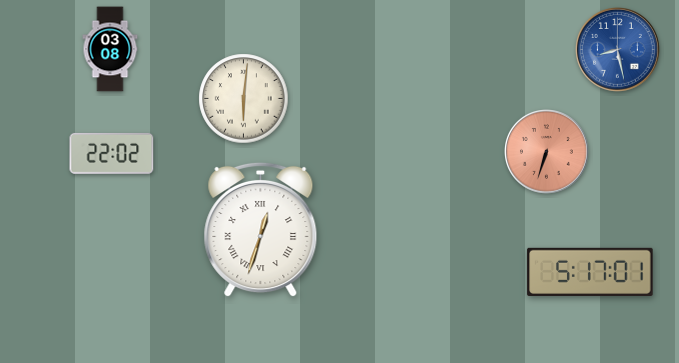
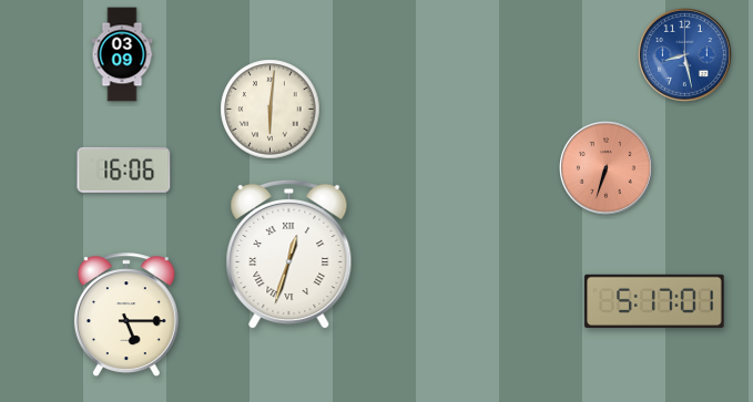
clock at (110, 49): 03:08 -> 03:09
clock at (112, 153): 22:02 -> 16:06
clock at (126, 316): none -> 5:15
